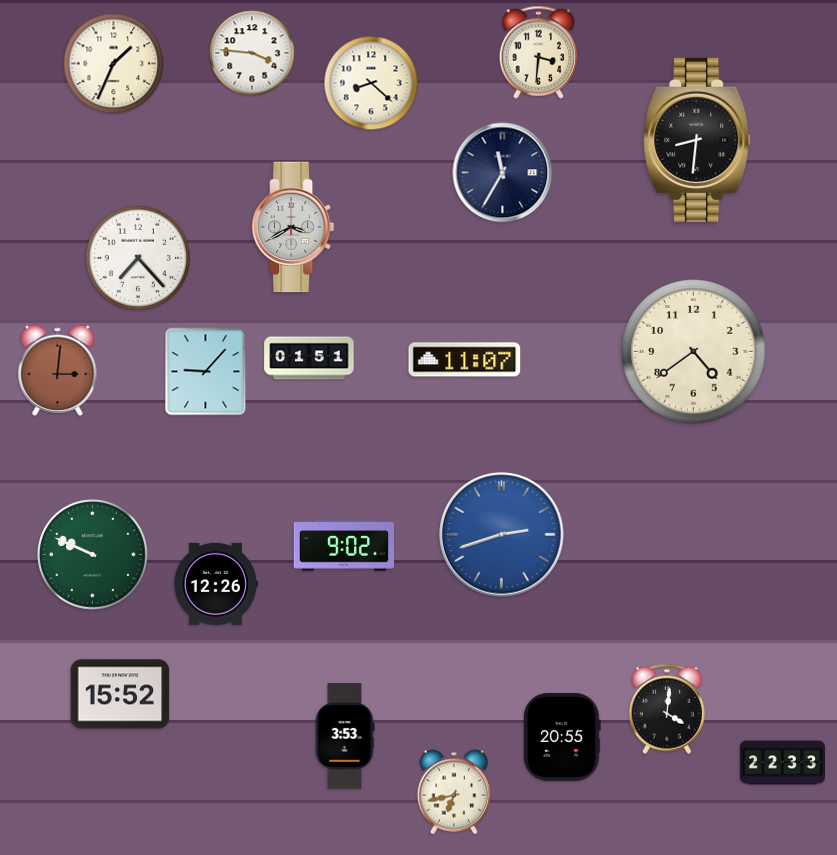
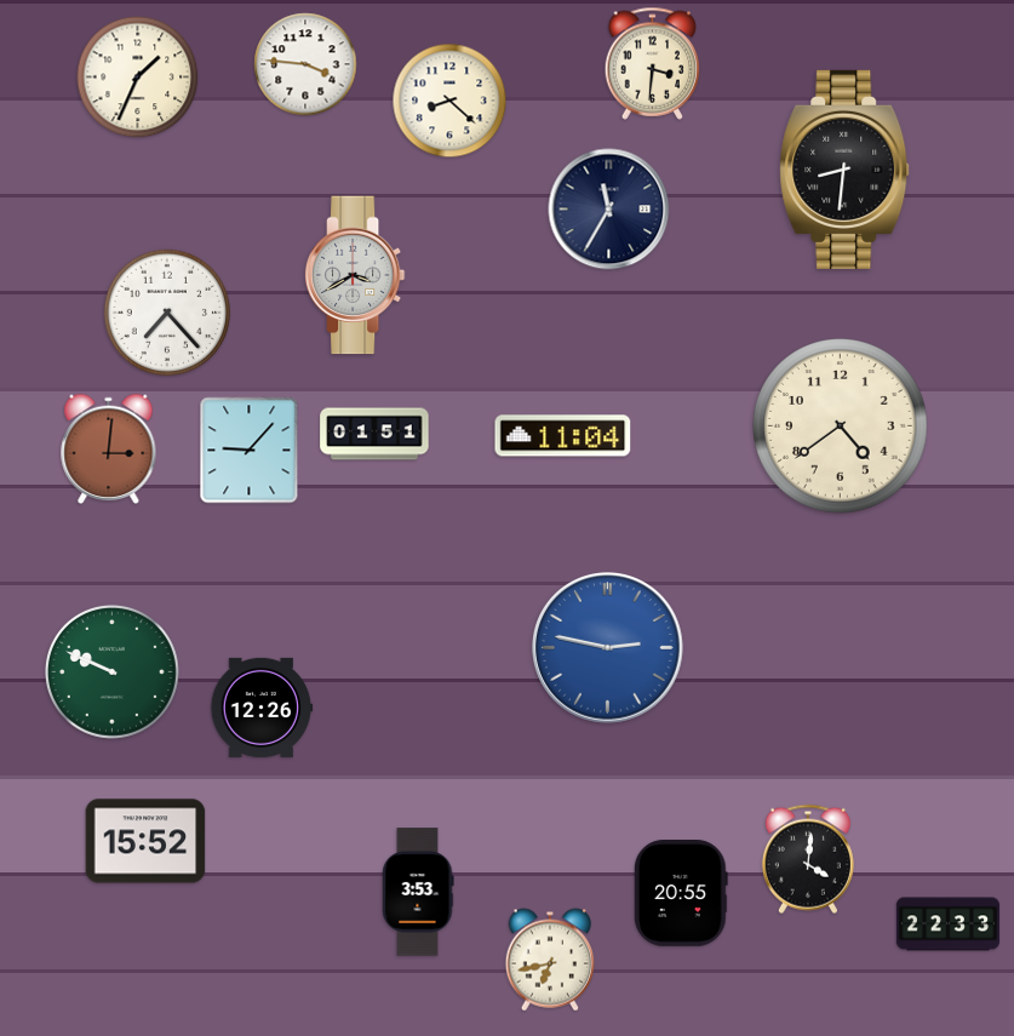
clock at (465, 360): 11:07 -> 11:04
clock at (58, 370) position: (58, 370) -> (109, 448)
clock at (502, 535): 2:42 -> 2:47
clock at (343, 545): 9:02 -> none
